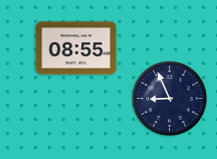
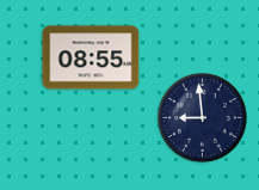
clock at (170, 99): 8:56 -> 8:59
